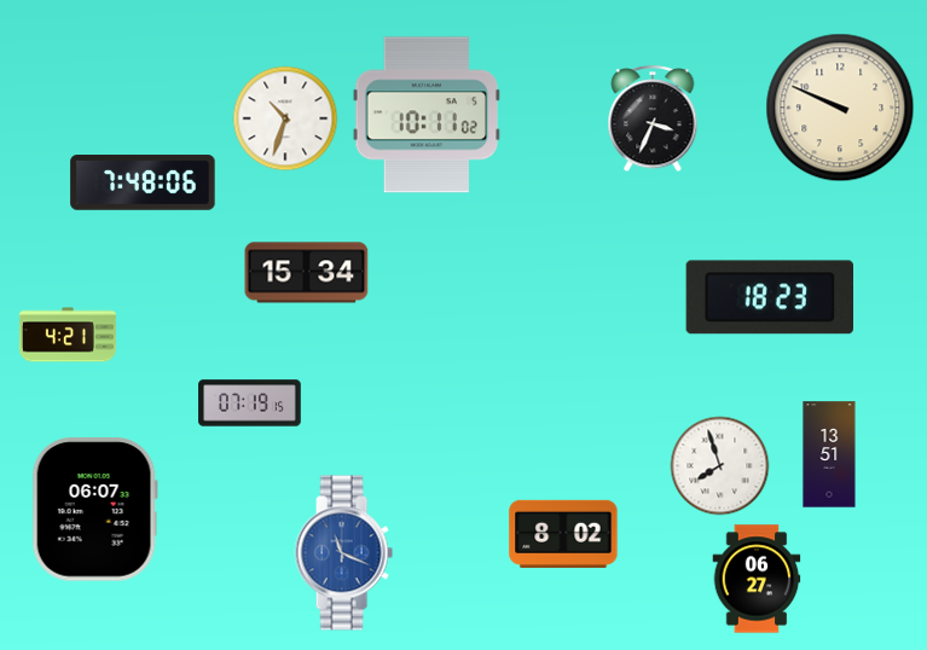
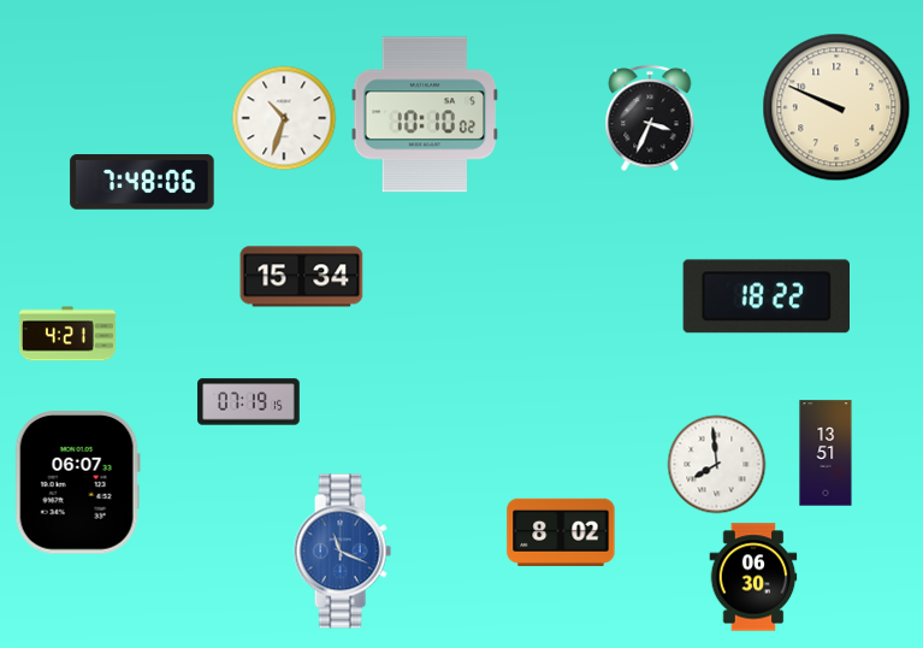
clock at (427, 115): 10:11 -> 10:10
clock at (307, 273) position: (307, 273) -> (302, 277)
clock at (769, 297): 18:23 -> 18:22
clock at (720, 466): 7:57 -> 7:59
clock at (94, 510) position: (94, 510) -> (77, 483)
clock at (757, 579): 06:27 -> 06:30
